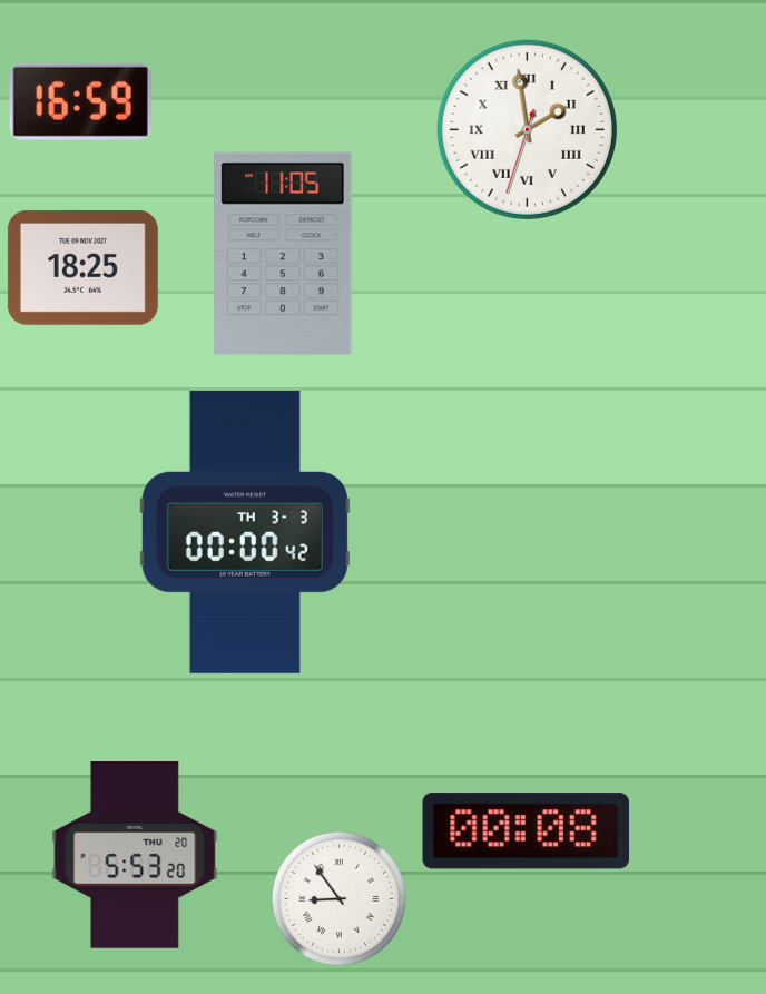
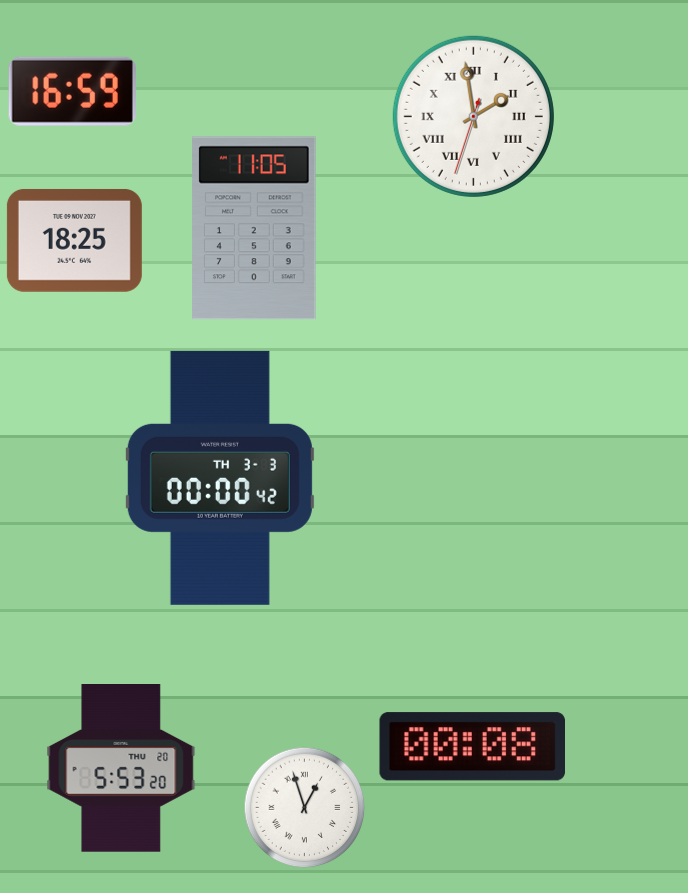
clock at (340, 899): 8:54 -> 12:57
